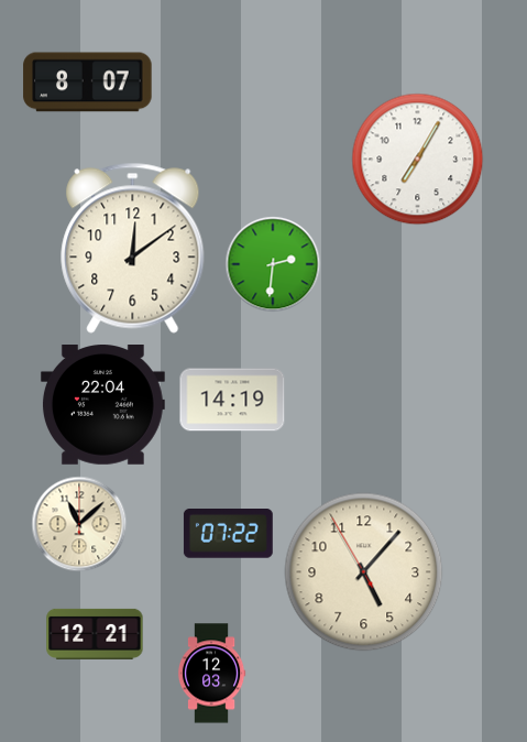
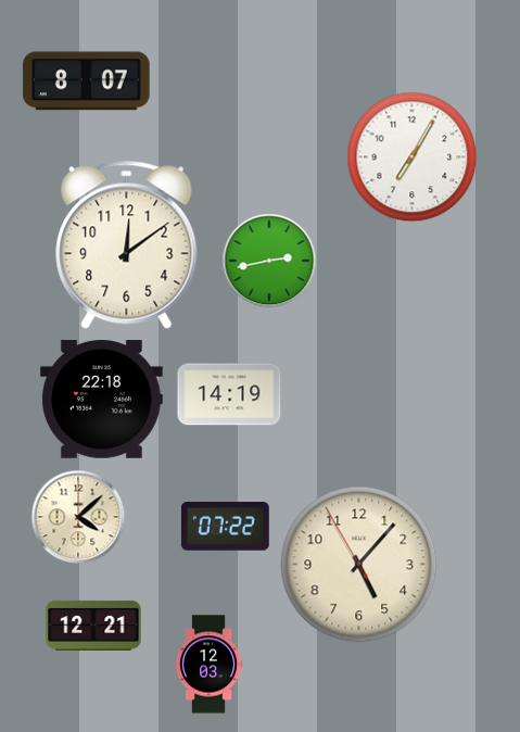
clock at (133, 248) position: (133, 248) -> (127, 244)
clock at (273, 264): 2:31 -> 2:43
clock at (102, 405): 22:04 -> 22:18
clock at (79, 524): 11:08 -> 4:08
